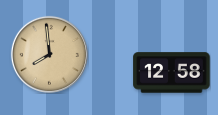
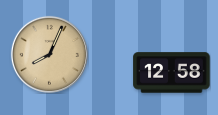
clock at (49, 54): 7:59 -> 8:04
